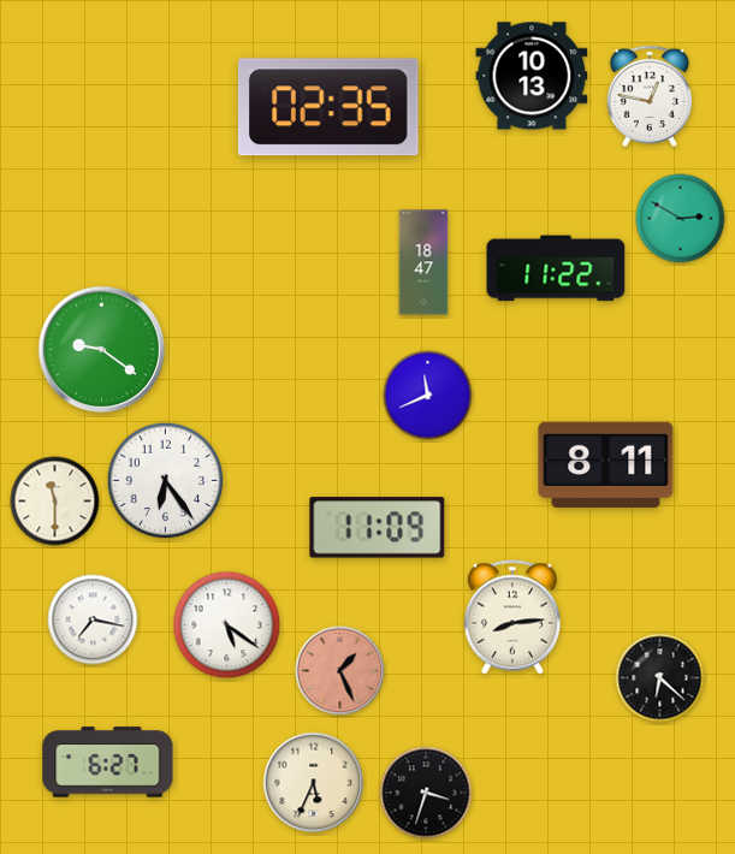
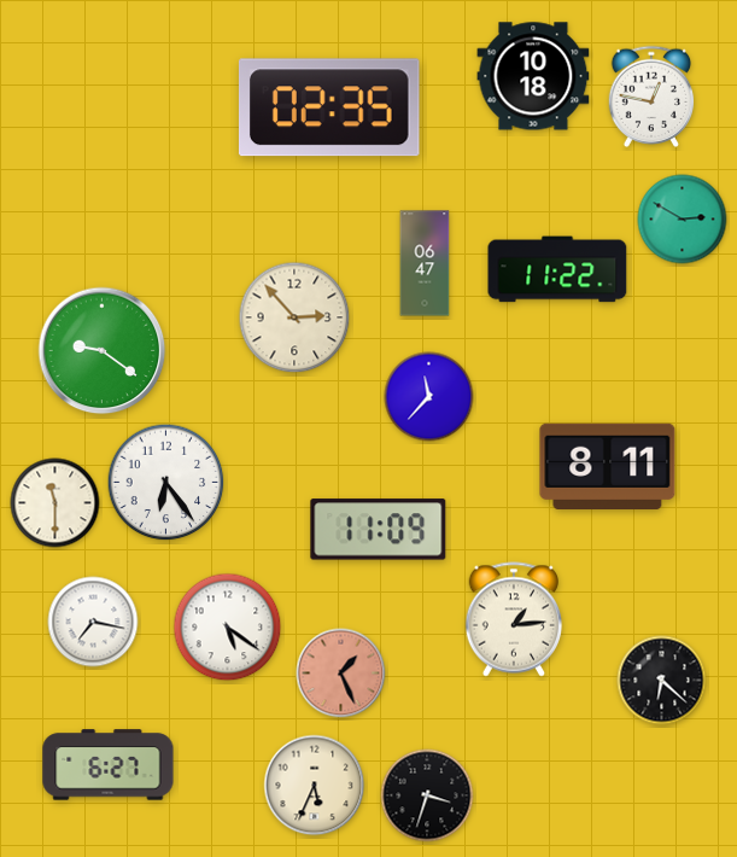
clock at (532, 76): 10:13 -> 10:18
clock at (423, 262): 18:47 -> 06:47
clock at (294, 317): none -> 2:53
clock at (428, 396): 11:41 -> 11:37
clock at (511, 617): 8:14 -> 1:14
